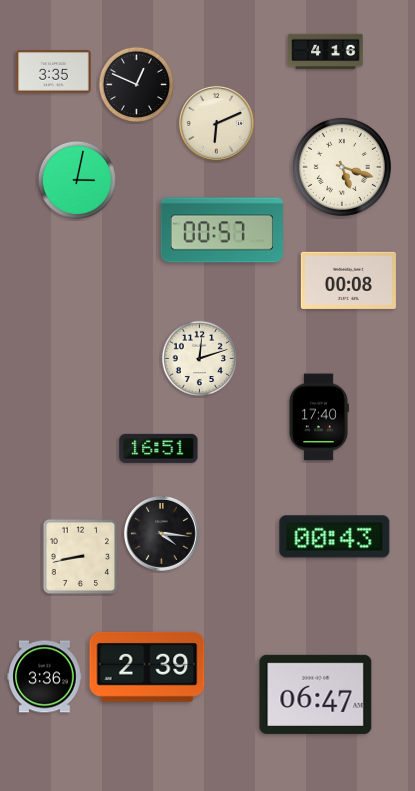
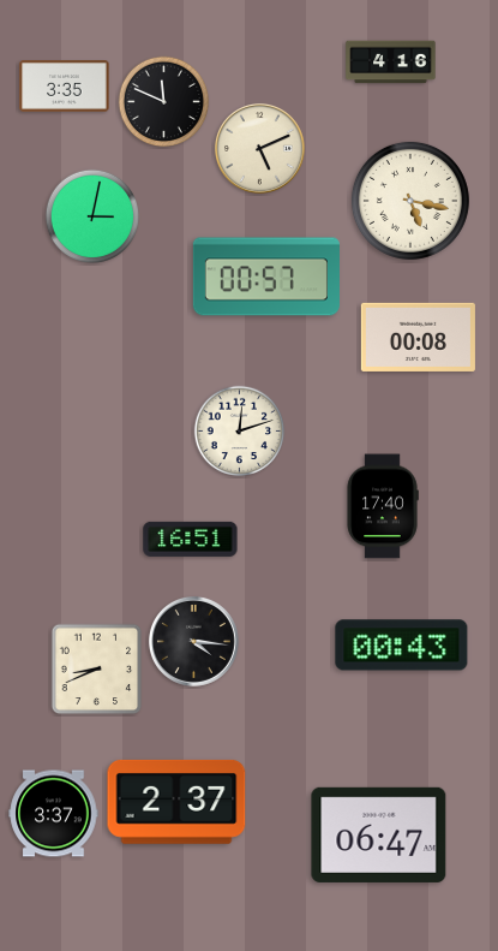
clock at (137, 85): 12:49 -> 11:49
clock at (216, 123): 6:11 -> 5:11
clock at (342, 167): 5:18 -> 5:17
clock at (319, 417) position: (319, 417) -> (383, 506)
clock at (81, 557): 8:43 -> 8:41
clock at (147, 667): 2:39 -> 2:37
clock at (45, 677): 3:36 -> 3:37
